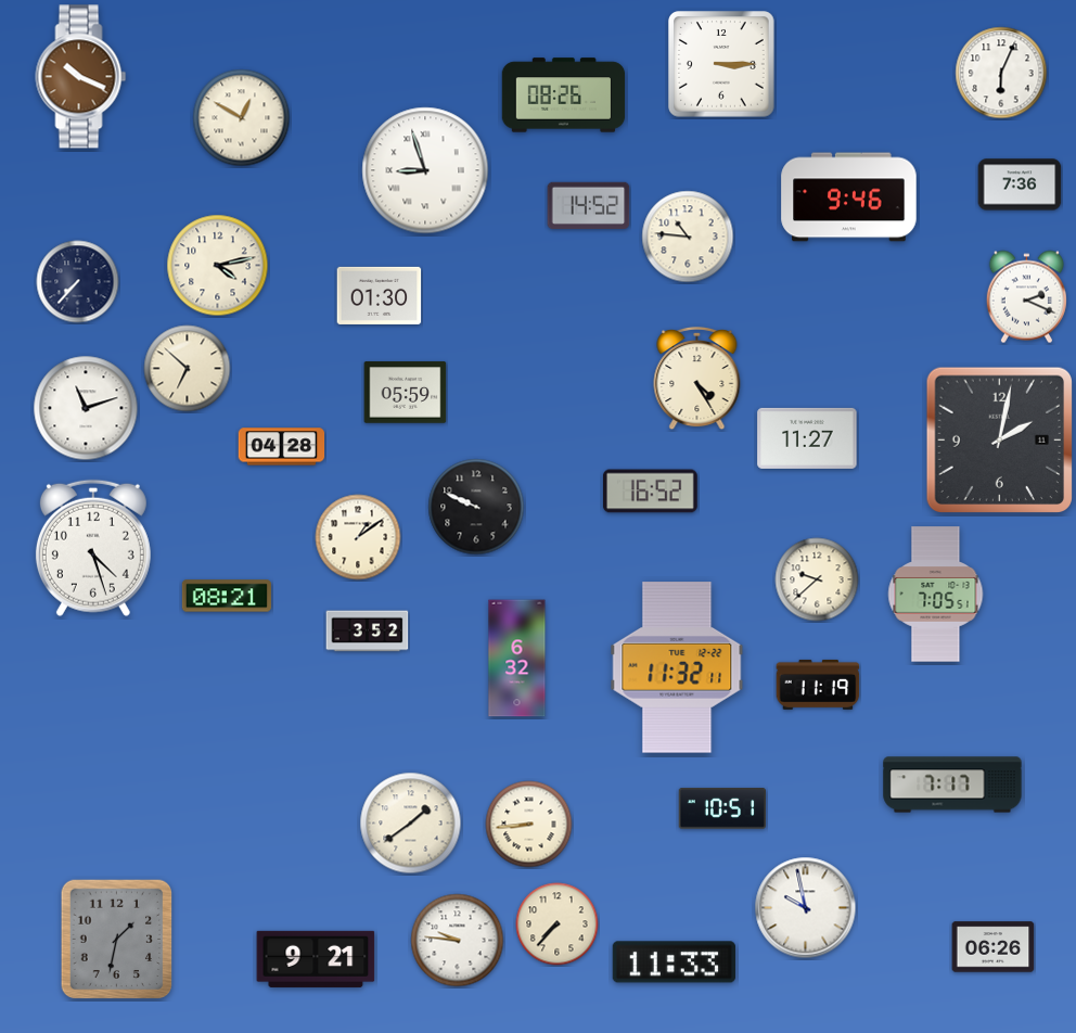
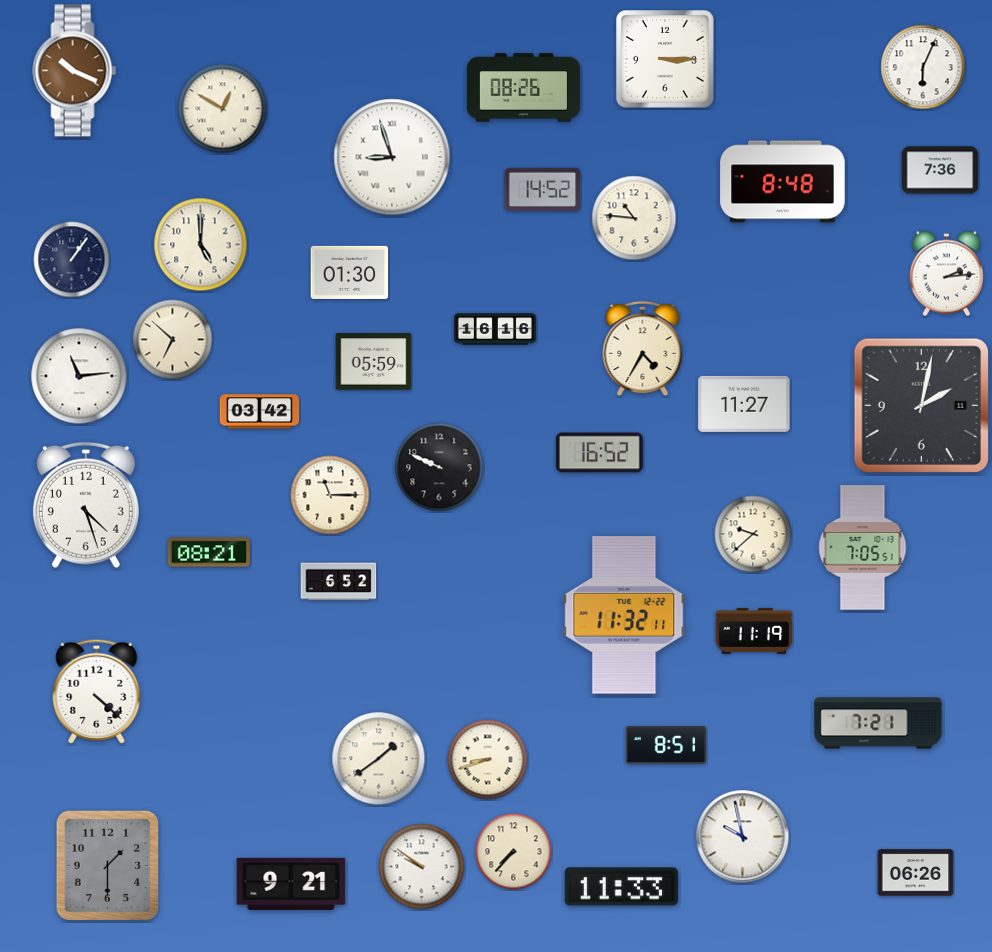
clock at (564, 95) position: (564, 95) -> (524, 88)
clock at (849, 197): 9:46 -> 8:48
clock at (218, 266): 4:13 -> 5:00
clock at (78, 282): 7:37 -> 1:06
clock at (1026, 297): 2:19 -> 2:14
clock at (495, 329): none -> 16:16
clock at (697, 379): 4:25 -> 4:35
clock at (86, 408): 11:12 -> 11:14
clock at (282, 447): 04:28 -> 03:42
clock at (358, 537): 1:09 -> 11:15
clock at (227, 596) position: (227, 596) -> (209, 552)
clock at (368, 632): 3:52 -> 6:52
clock at (517, 659): 6:32 -> none
clock at (97, 691): none -> 4:22
clock at (952, 785): 7:17 -> 7:21
clock at (721, 808): 10:51 -> 8:51
clock at (529, 825): 8:44 -> 8:42
clock at (117, 940): 1:32 -> 1:30
clock at (458, 941): 9:46 -> 9:51
